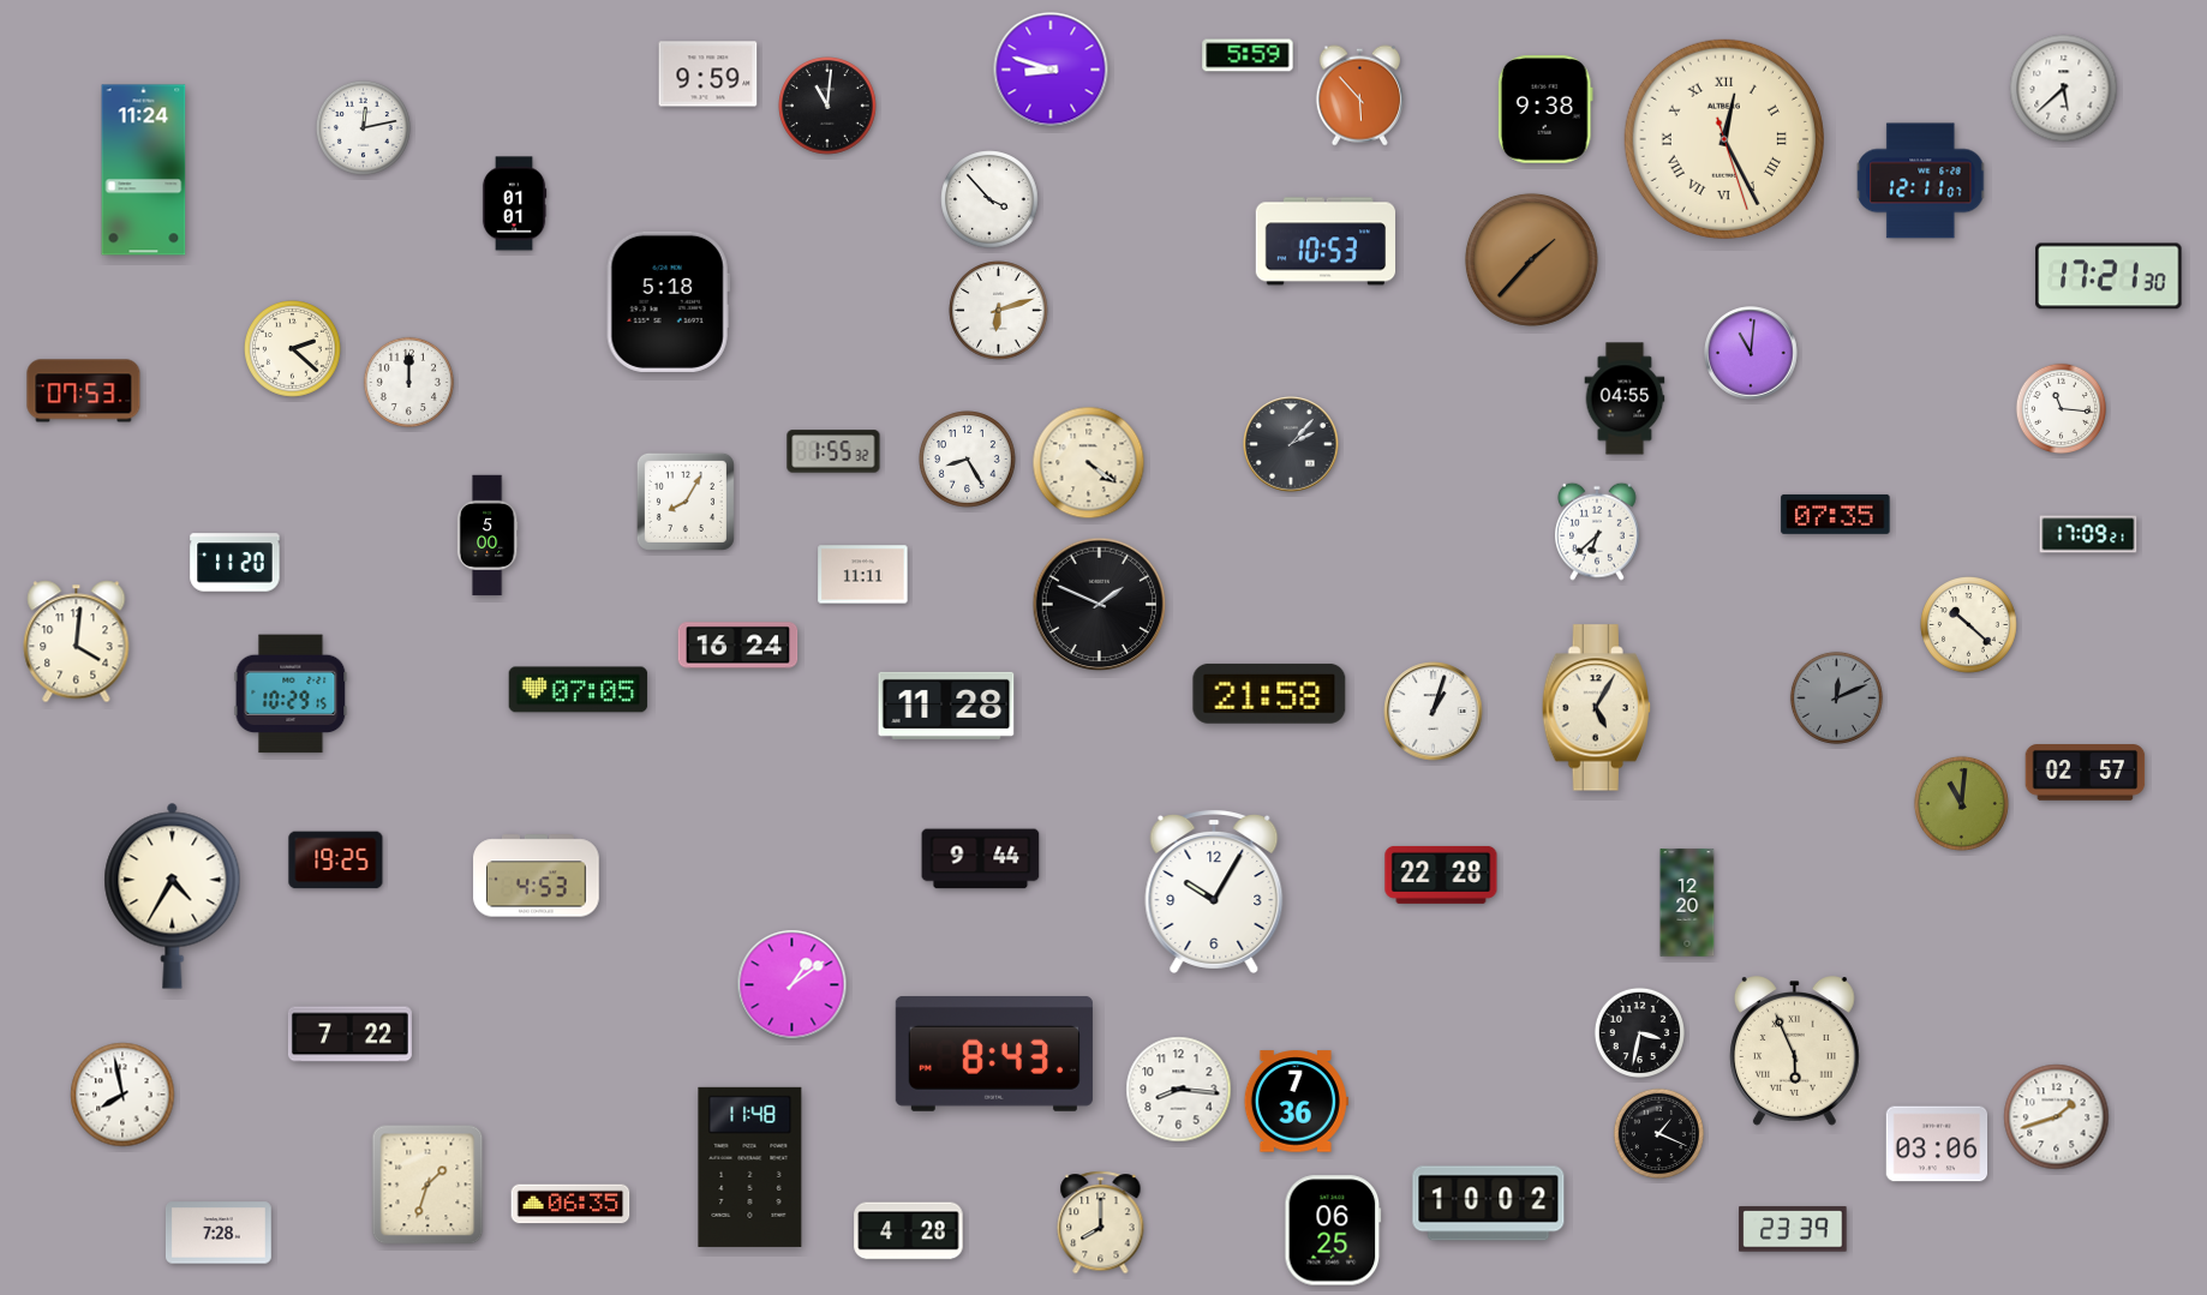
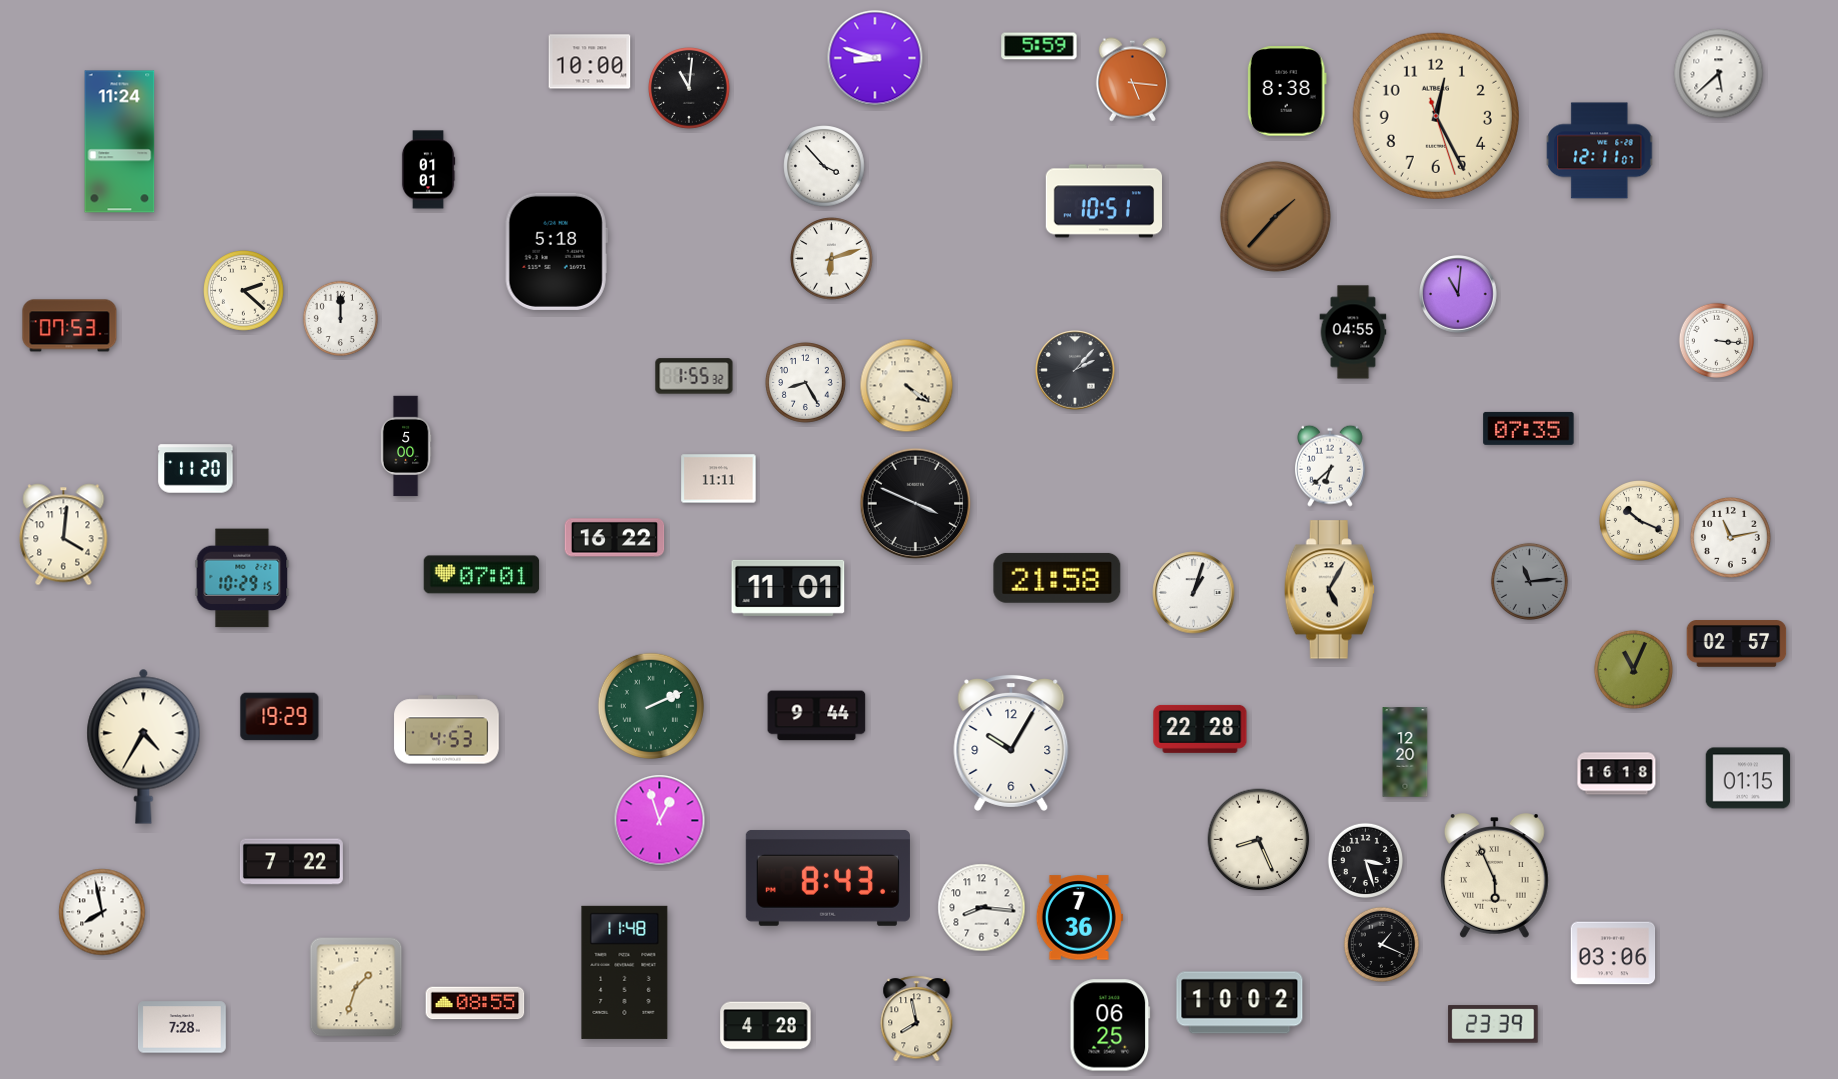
clock at (708, 74): 9:59 -> 10:00
clock at (1359, 96): 5:53 -> 5:16
clock at (1545, 109): 9:38 -> 8:38
clock at (363, 127): 12:13 -> none
clock at (1724, 139) numerals: Roman -> Arabic
clock at (1324, 241): 10:53 -> 10:51
clock at (2109, 276): 17:21 -> none
clock at (2061, 408): 11:16 -> 3:16
clock at (686, 502): 8:05 -> none
clock at (1598, 532) position: (1598, 532) -> (1331, 466)
clock at (2088, 534): 17:09 -> none
clock at (1100, 605): 1:49 -> 3:49
clock at (1969, 625): 10:22 -> 10:19
clock at (738, 646): 16:24 -> 16:22
clock at (1731, 538): none -> 11:13
clock at (579, 690): 07:05 -> 07:01
clock at (1836, 697): 12:11 -> 11:14
clock at (946, 706): 11:28 -> 11:01
clock at (1961, 803): 11:01 -> 11:04
clock at (651, 706): none -> 2:11
clock at (336, 861): 19:25 -> 19:29
clock at (1617, 774): none -> 16:18
clock at (1748, 778): none -> 01:15
clock at (793, 985): 1:09 -> 12:57
clock at (1259, 840): none -> 8:26
clock at (1639, 1032): 3:32 -> 3:27
clock at (2057, 1117): 1:42 -> none
clock at (570, 1204): 06:35 -> 08:55
clock at (1101, 1223): 8:00 -> 7:58
clock at (909, 1231) position: (909, 1231) -> (766, 1026)
